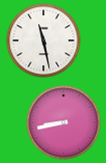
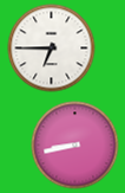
clock at (44, 41): 11:28 -> 6:45
